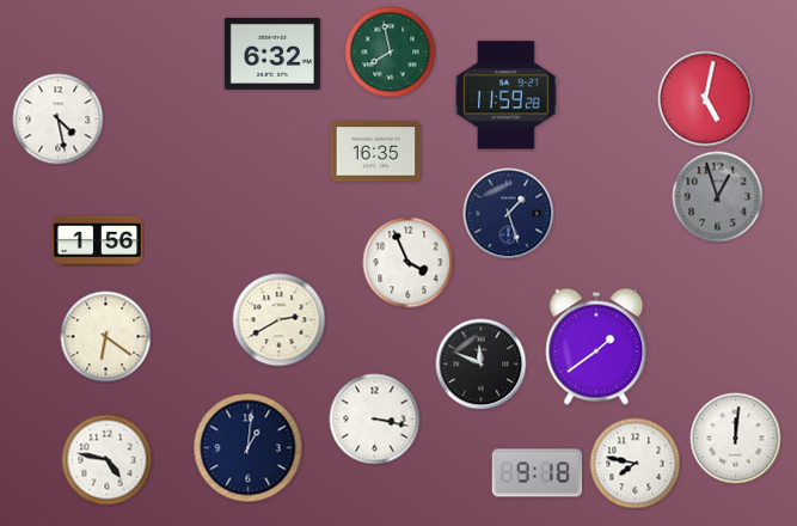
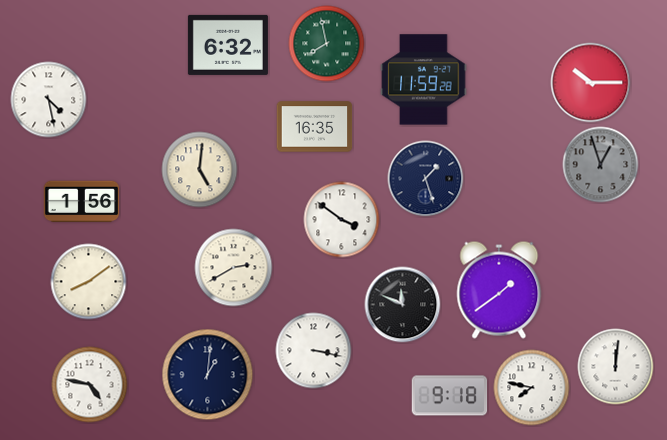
clock at (706, 99): 5:02 -> 10:15
clock at (200, 170): none -> 5:01
clock at (409, 263): 3:56 -> 3:51
clock at (106, 337): 6:21 -> 8:09
